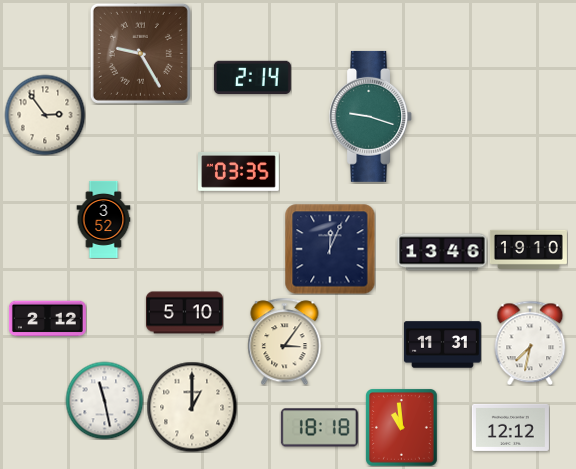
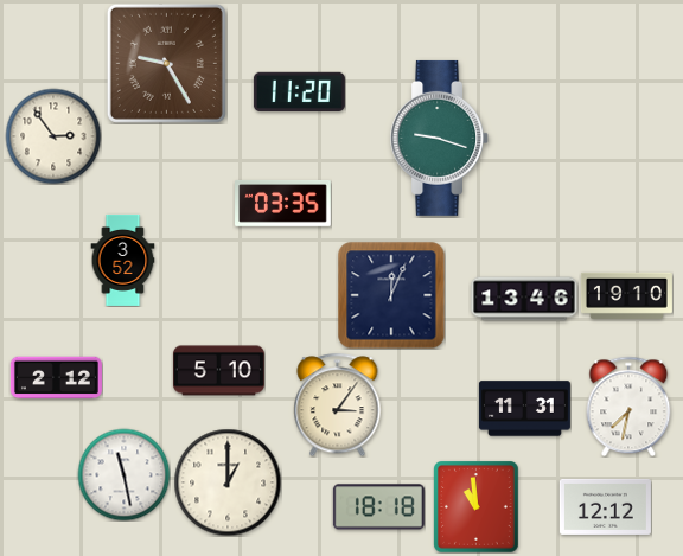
clock at (252, 77): 2:14 -> 11:20
